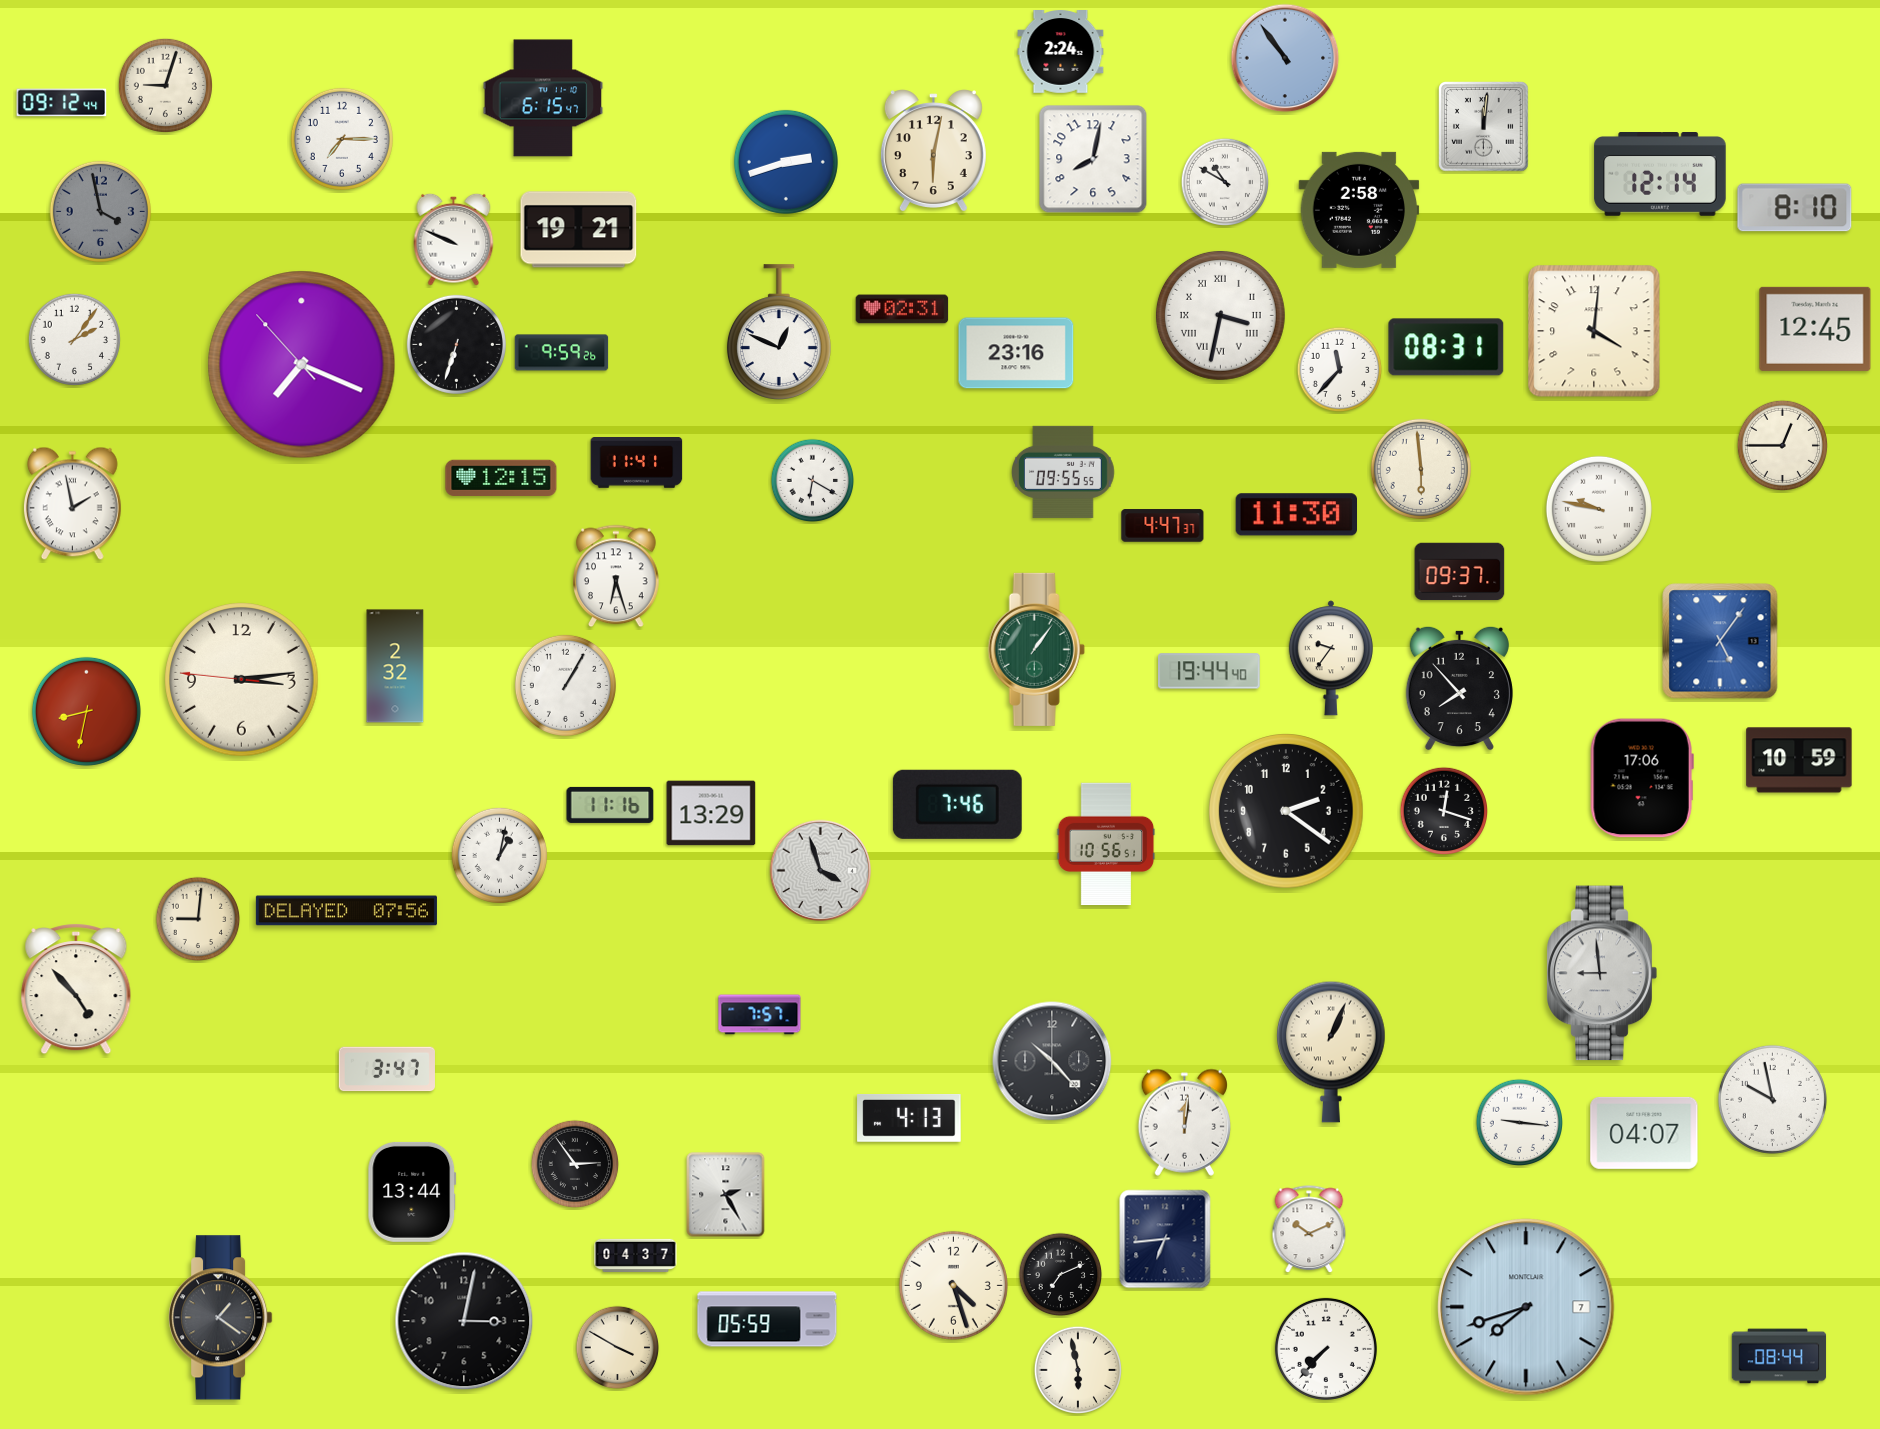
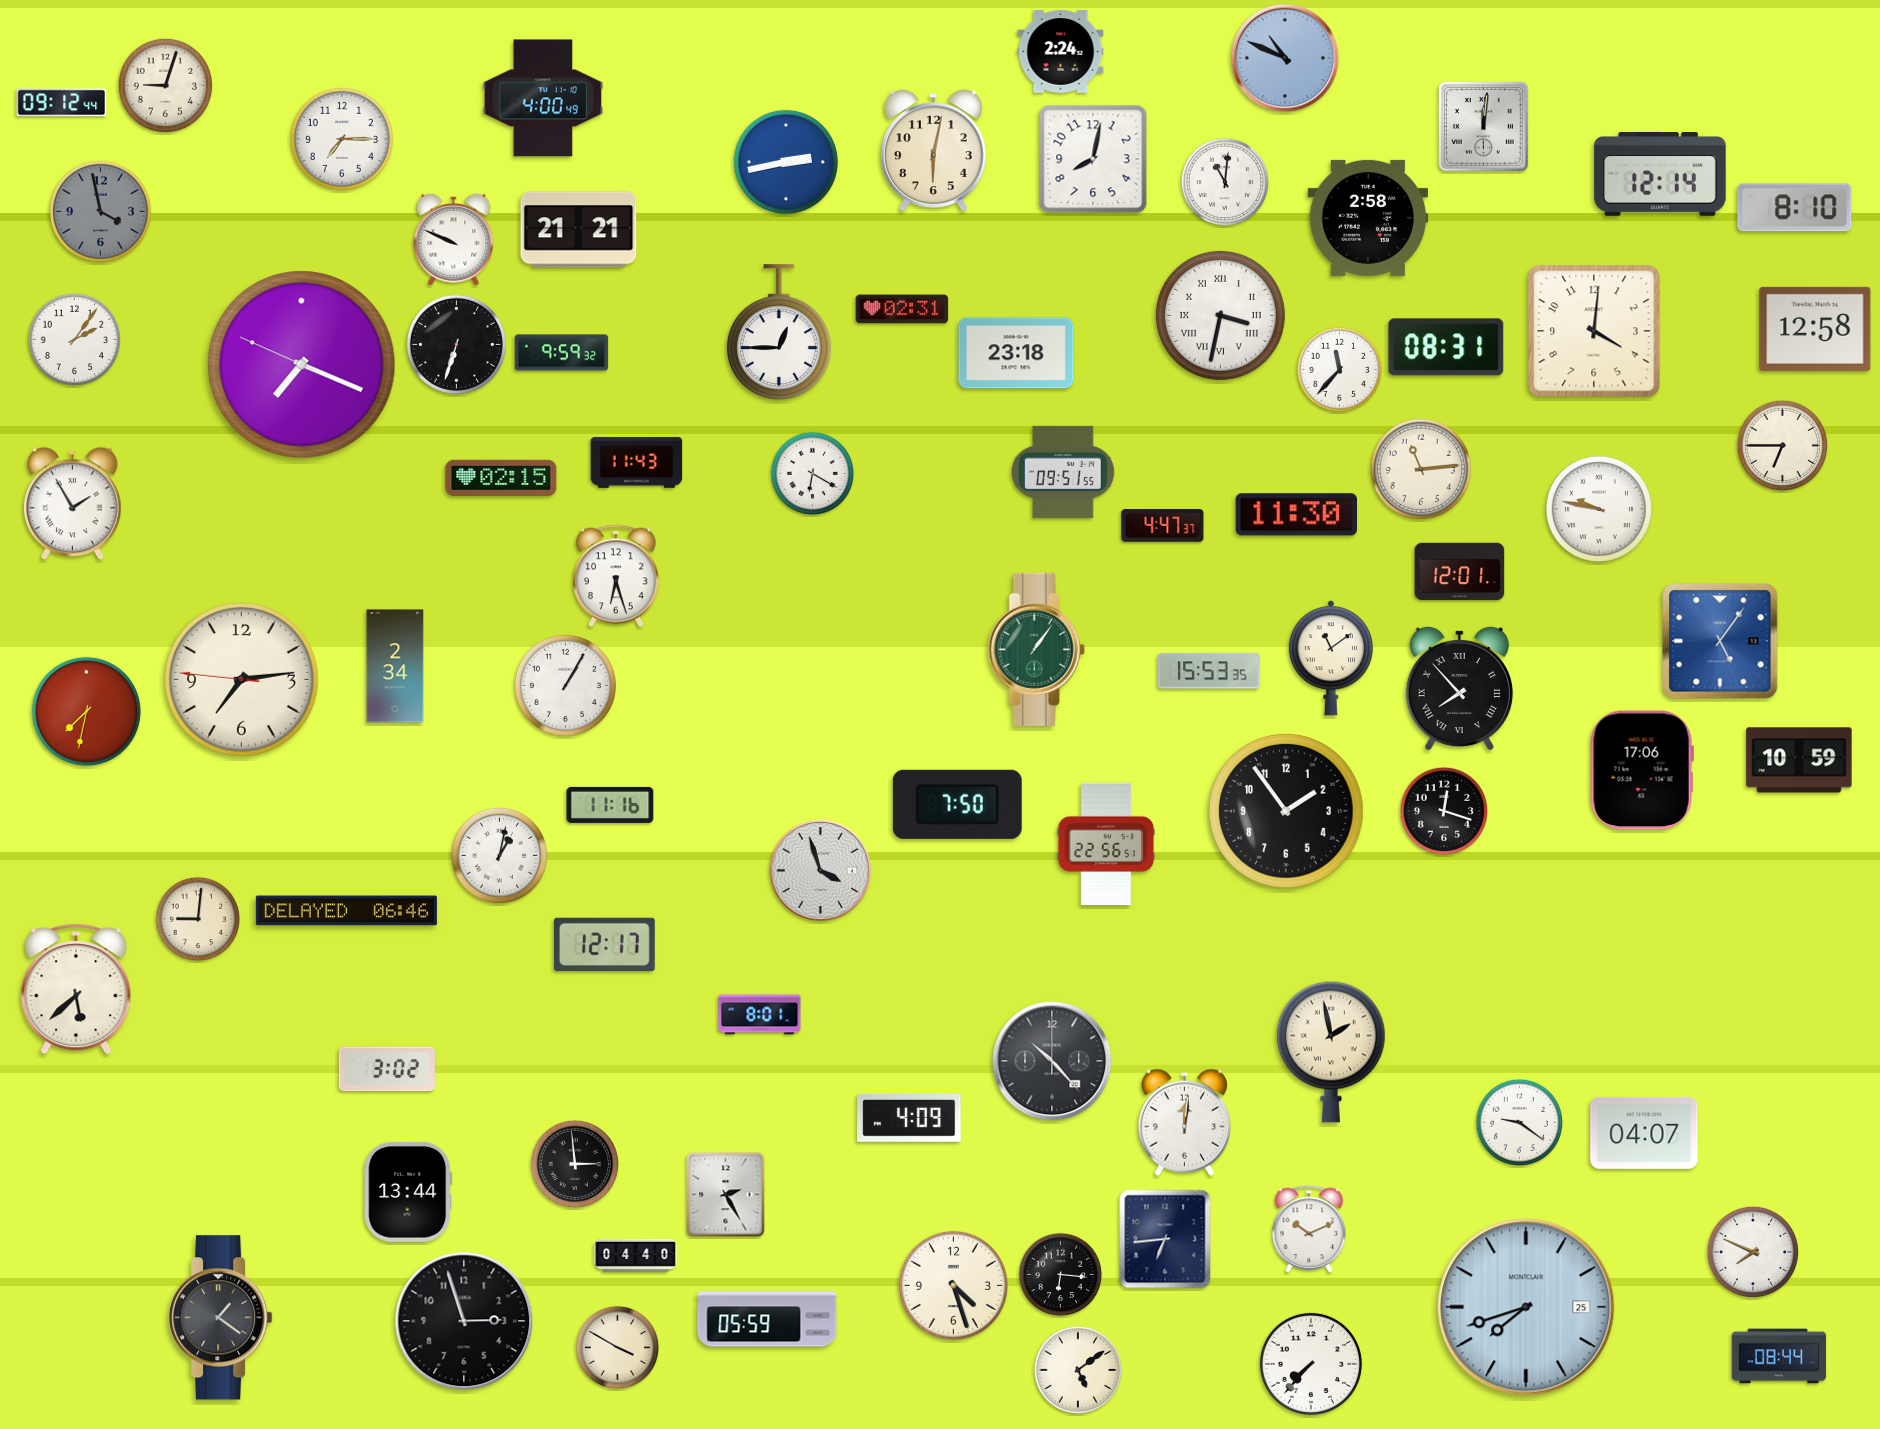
clock at (1285, 58): 10:54 -> 10:49
clock at (543, 98): 6:15 -> 4:00
clock at (786, 162): 2:42 -> 2:43
clock at (1224, 181): 10:50 -> 11:01
clock at (1359, 210) position: (1359, 210) -> (1368, 218)
clock at (579, 230): 19:21 -> 21:21
clock at (1815, 329): 12:45 -> 12:58
clock at (779, 332): 12:49 -> 12:45
clock at (562, 353): 9:59:26 -> 9:59:32
clock at (1016, 353): 23:16 -> 23:18
clock at (302, 365): 7:18:53 -> 7:18:49
clock at (1782, 445): 12:45 -> 6:45
clock at (637, 463): 11:41 -> 11:43
clock at (1421, 469): 5:59 -> 11:14
clock at (1064, 472): 09:55 -> 09:51
clock at (501, 477): 12:15 -> 02:15
clock at (813, 481) position: (813, 481) -> (813, 474)
clock at (72, 504): 1:58 -> 1:55
clock at (1460, 572): 09:37 -> 12:01
clock at (1331, 658): 9:36 -> 11:09
clock at (395, 666): 2:32 -> 2:34
clock at (1210, 671): 19:44 -> 15:53
clock at (242, 680): 3:13 -> 7:13
clock at (1459, 688) numerals: Arabic -> Roman
clock at (86, 711): 8:32 -> 7:32
clock at (1642, 778) position: (1642, 778) -> (1642, 770)
clock at (957, 804): 7:46 -> 7:50
clock at (1286, 811): 2:21 -> 1:54
clock at (711, 813): 13:29 -> none
clock at (1106, 844): 10:56 -> 22:56
clock at (346, 911): 07:56 -> 06:46
clock at (604, 944): none -> 12:17
clock at (1602, 973): 8:59 -> none
clock at (76, 989): 4:53 -> 5:38
clock at (760, 1015): 7:57 -> 8:01
clock at (1331, 1052): 1:04 -> 1:58
clock at (387, 1069): 3:47 -> 3:02
clock at (1772, 1099): 9:58 -> none
clock at (909, 1119): 4:13 -> 4:09
clock at (1519, 1122): 9:16 -> 9:21
clock at (574, 1163): 2:54 -> 2:59
clock at (412, 1192) position: (412, 1192) -> (408, 1192)
clock at (1752, 1251): none -> 7:49
clock at (636, 1255): 04:37 -> 04:40
clock at (1061, 1275): 7:11 -> 6:16
clock at (1526, 1307) date: 7 -> 25
clock at (464, 1321): 3:02 -> 2:57
clock at (1326, 1349) position: (1326, 1349) -> (1311, 1364)
clock at (1077, 1369): 5:58 -> 5:09
